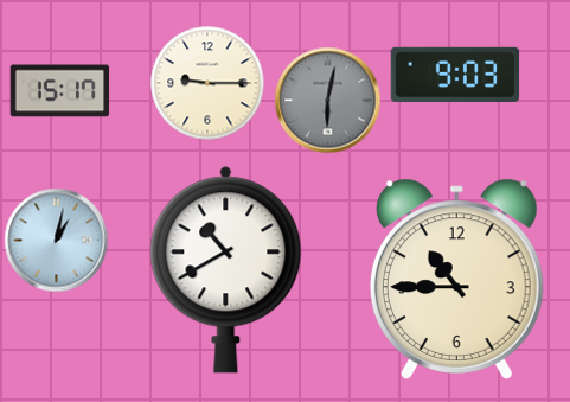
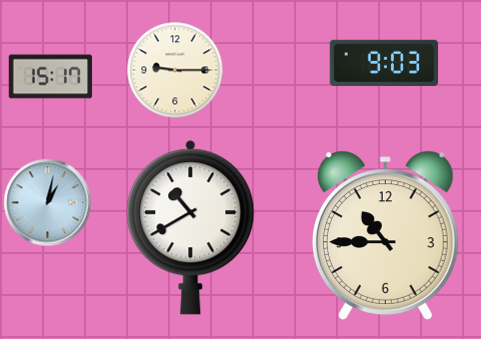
clock at (328, 101): 6:02 -> none
